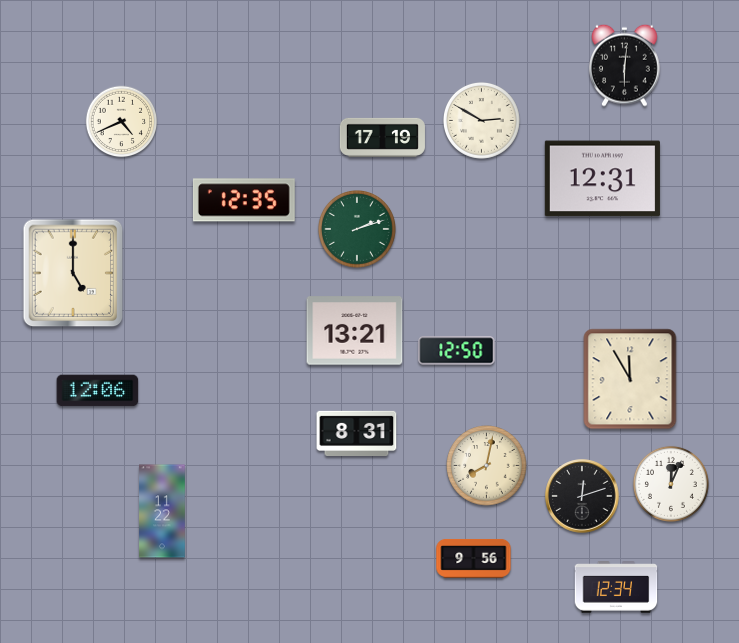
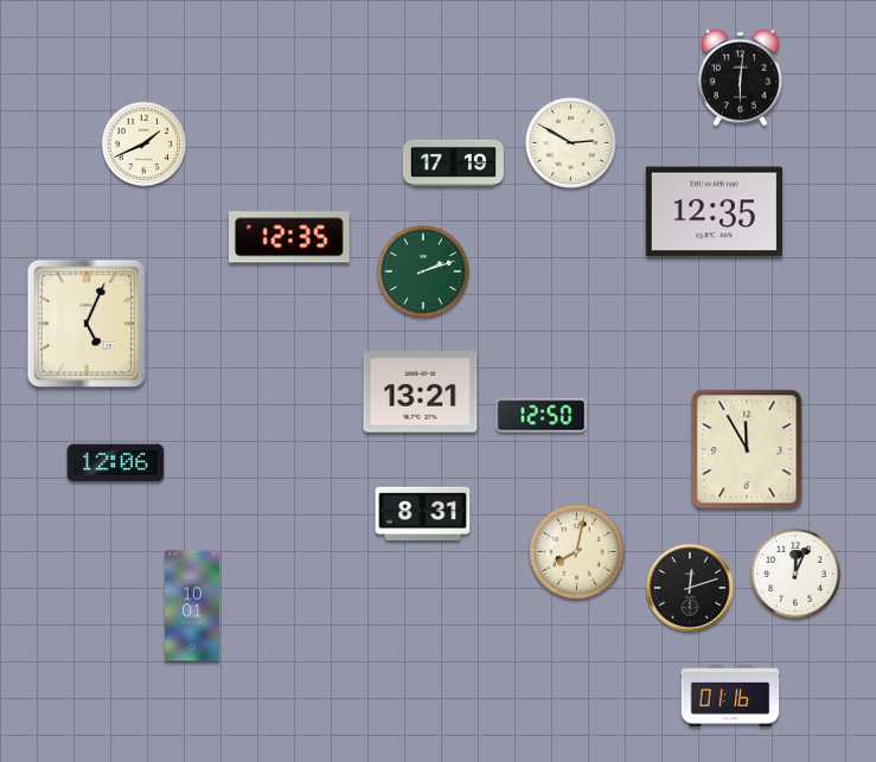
clock at (122, 122): 4:41 -> 1:41
clock at (602, 179): 12:31 -> 12:35
clock at (73, 273): 5:00 -> 5:04
clock at (162, 511): 11:22 -> 10:01
clock at (474, 558): 9:56 -> none
clock at (616, 588): 12:34 -> 01:16
